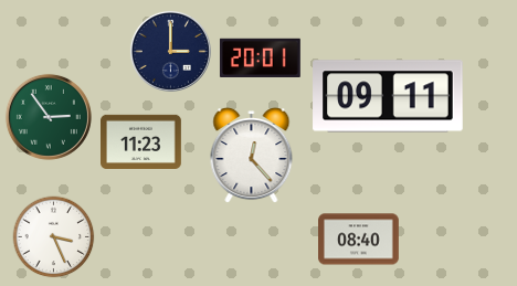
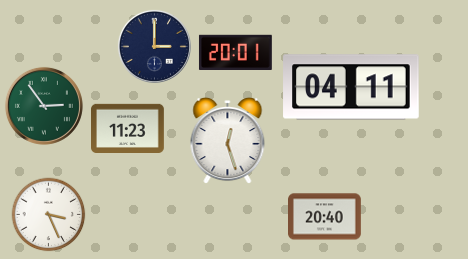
clock at (388, 96): 09:11 -> 04:11
clock at (252, 156): 12:23 -> 12:27
clock at (359, 240): 08:40 -> 20:40
